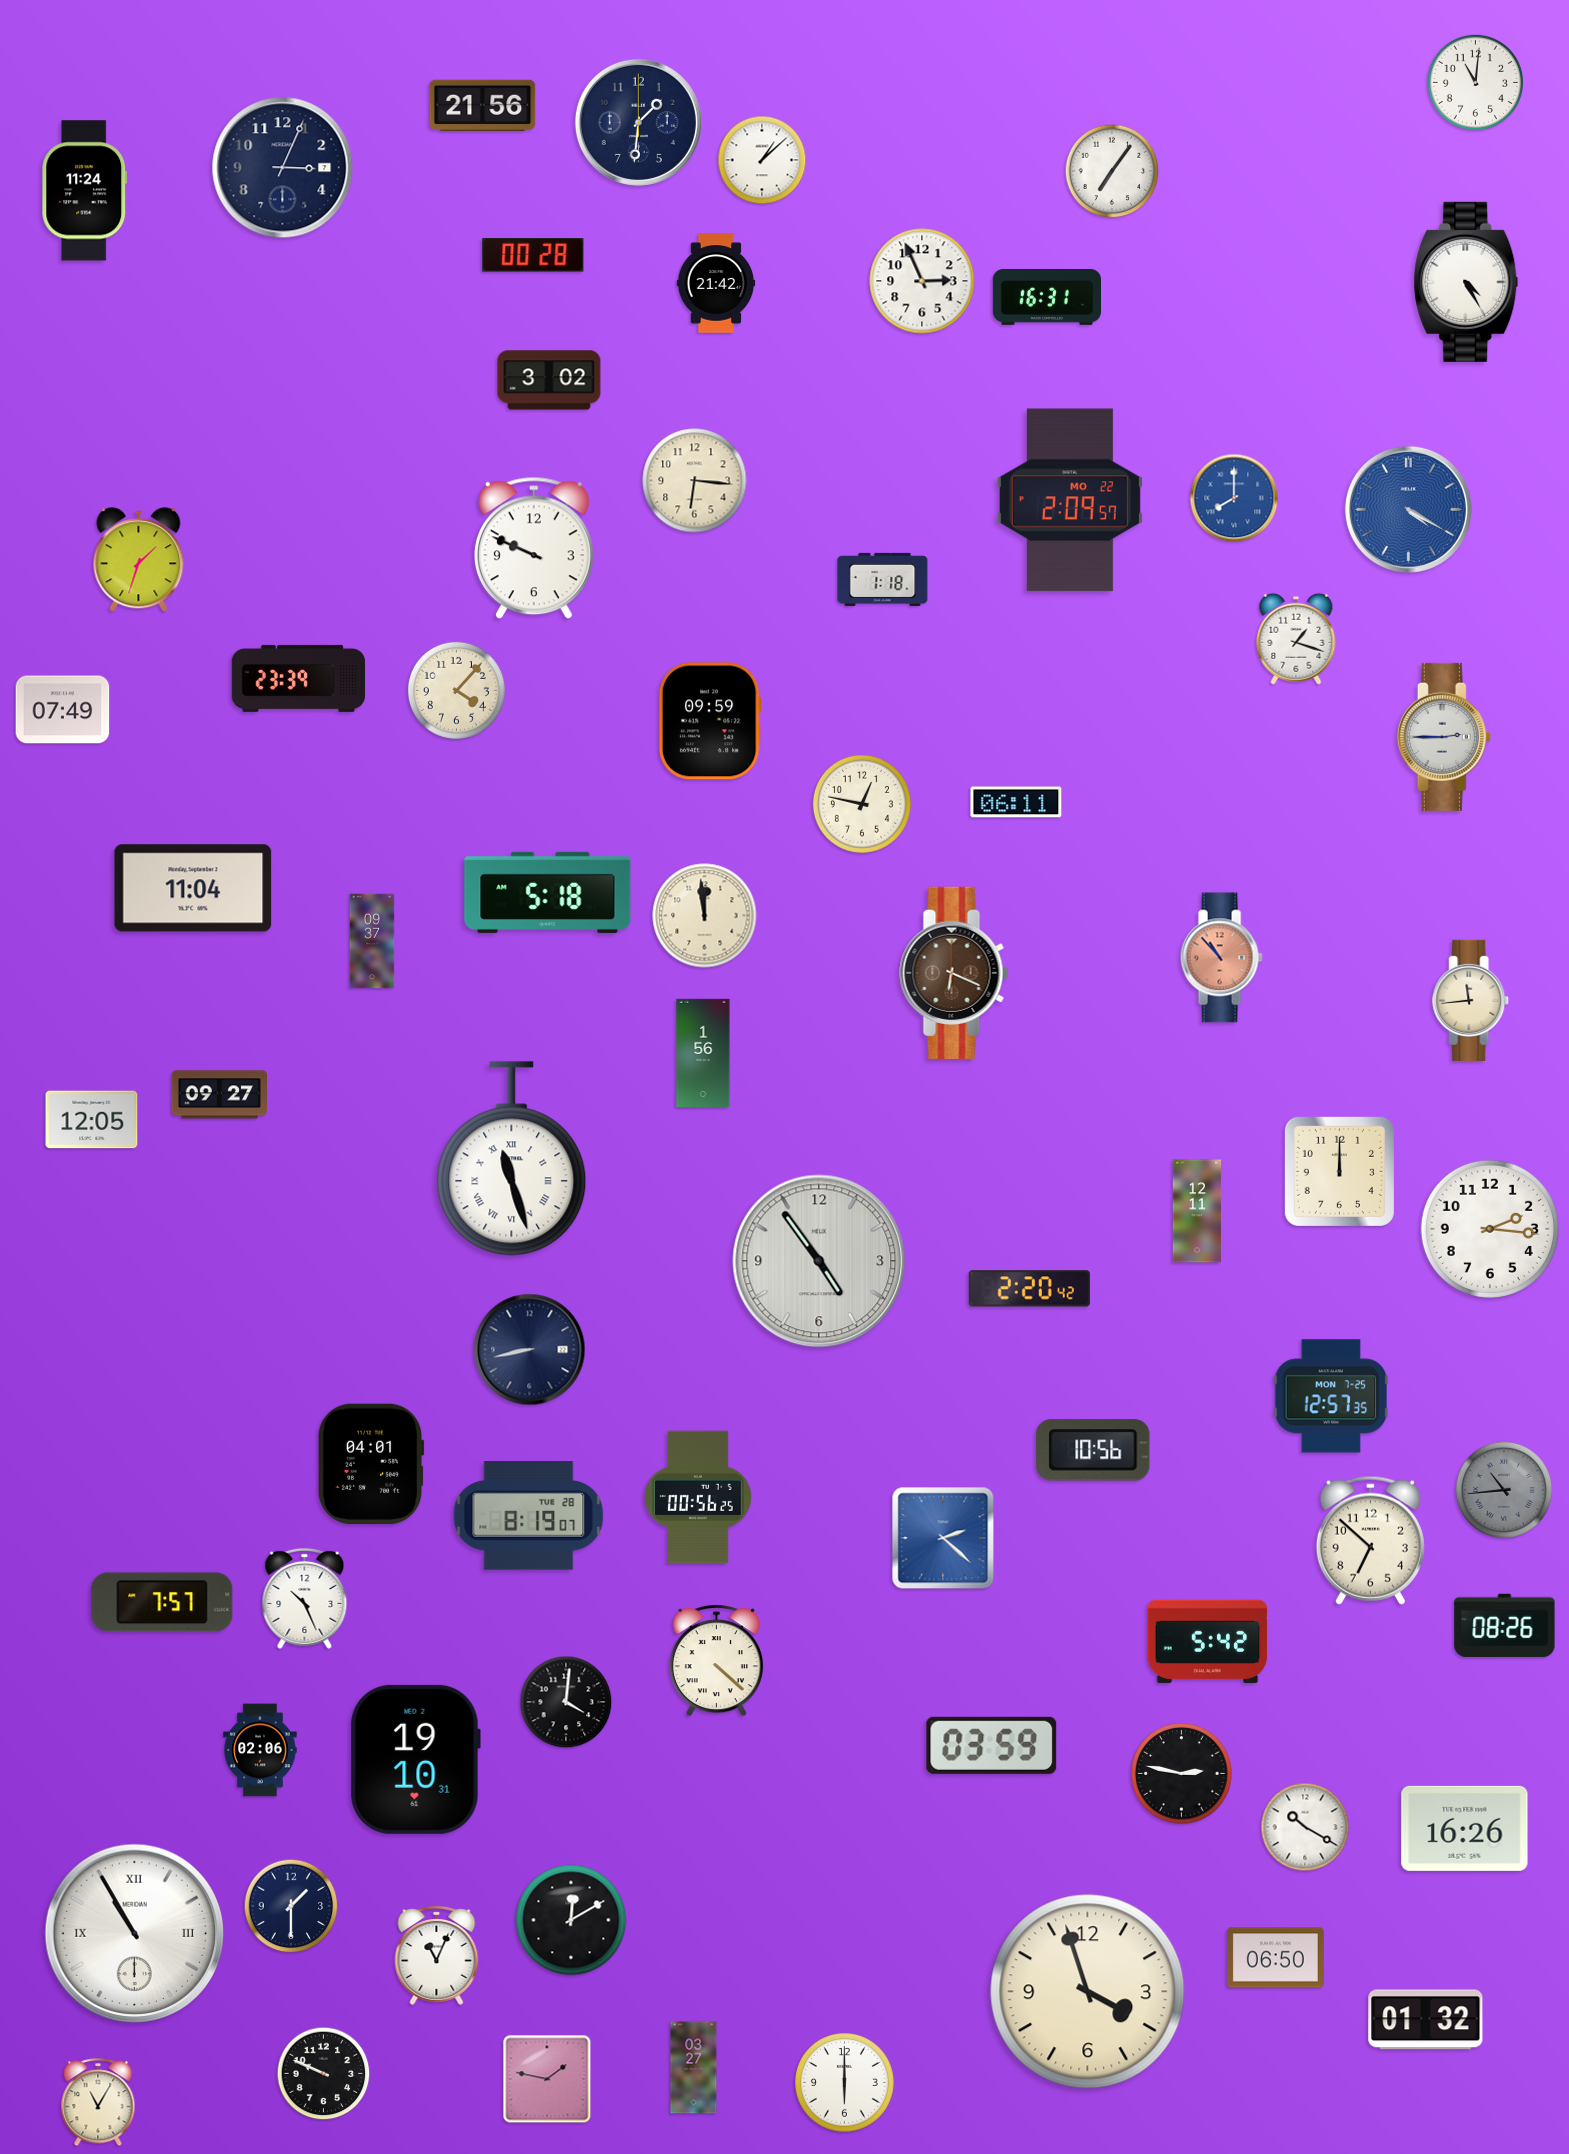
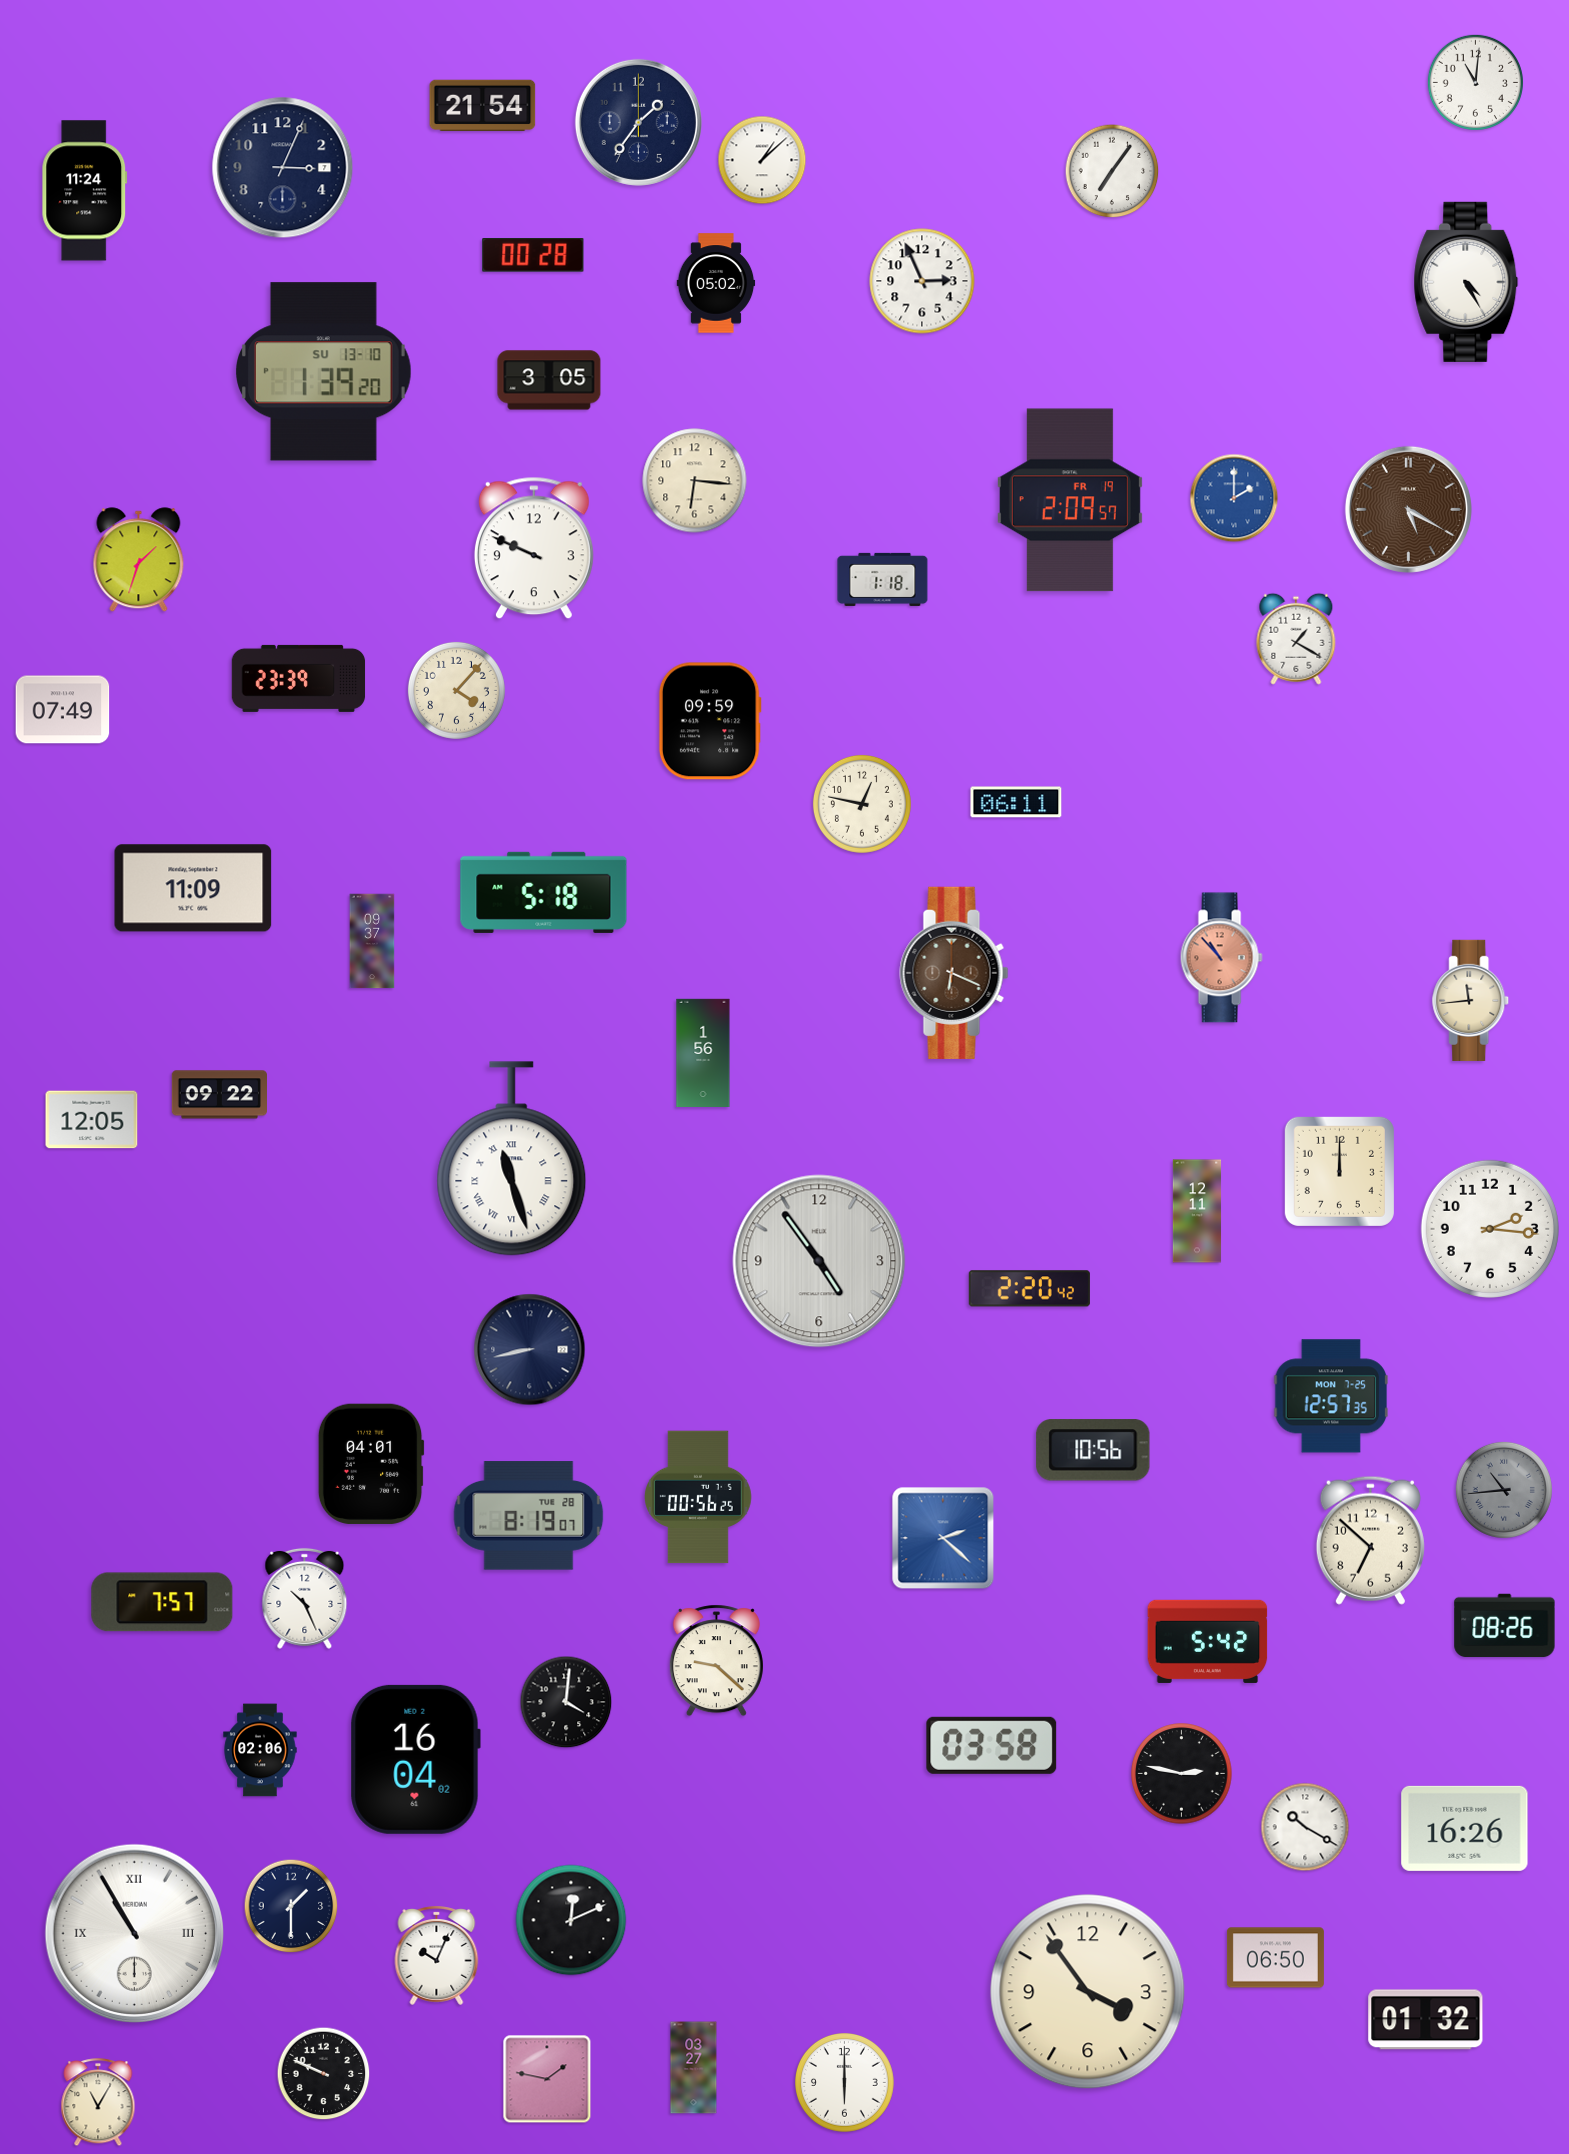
clock at (483, 106): 21:56 -> 21:54
clock at (638, 122): 1:31 -> 1:36
clock at (716, 283): 21:42 -> 05:02
clock at (1046, 297): 16:31 -> none
clock at (324, 372): none -> 1:39
clock at (549, 380): 3:02 -> 3:05
clock at (1234, 498): 8:00 -> 2:00
clock at (1070, 500) date: MO 22 -> FR 19
clock at (1408, 509): 4:20 -> 5:20
clock at (1408, 509) dial: blue -> brown
clock at (1296, 639): 1:18 -> 1:20
clock at (1444, 737): 2:45 -> none
clock at (193, 888): 11:04 -> 11:09
clock at (548, 892) position: (548, 892) -> (544, 892)
clock at (705, 916): 11:59 -> none
clock at (219, 1095): 09:27 -> 09:22
clock at (716, 1661): 4:22 -> 9:22
clock at (992, 1745): 03:59 -> 03:58
clock at (415, 1759): 19:10 -> 16:04
clock at (571, 1920): 12:10 -> 12:11
clock at (437, 1955): 11:04 -> 10:04
clock at (1088, 1992): 3:57 -> 3:54
